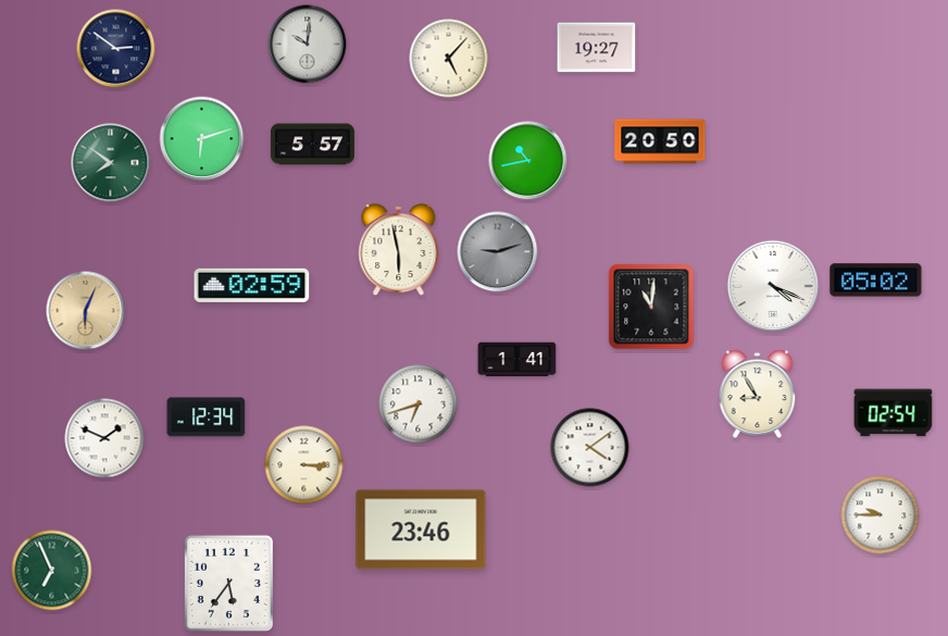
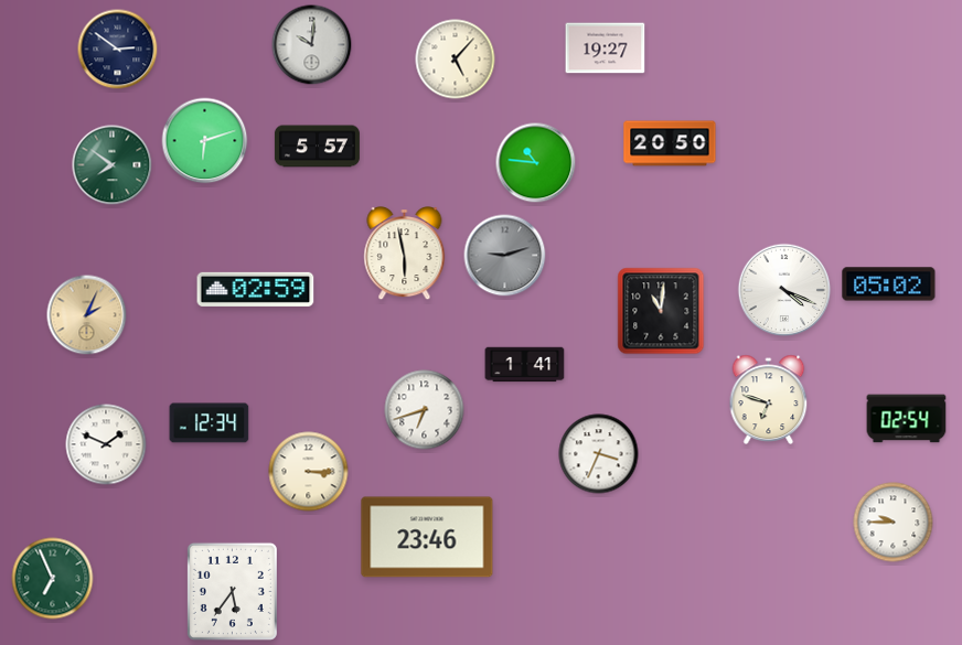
clock at (528, 161): 10:43 -> 10:46
clock at (86, 311): 6:04 -> 2:04
clock at (758, 394): 8:55 -> 6:48
clock at (590, 448): 4:09 -> 3:34
